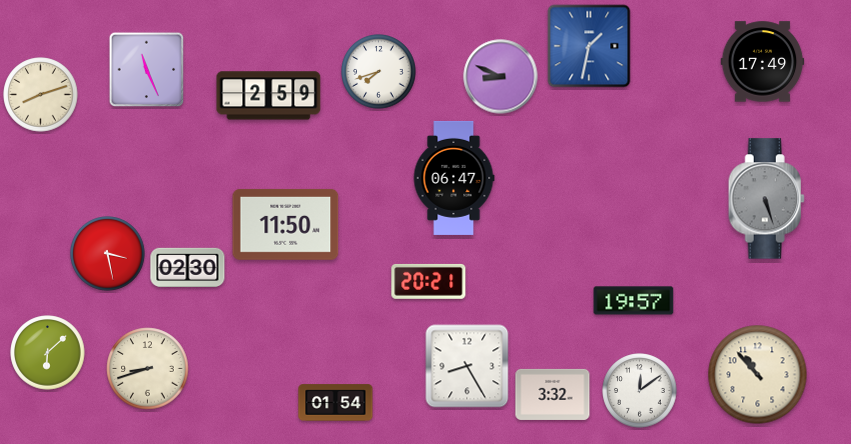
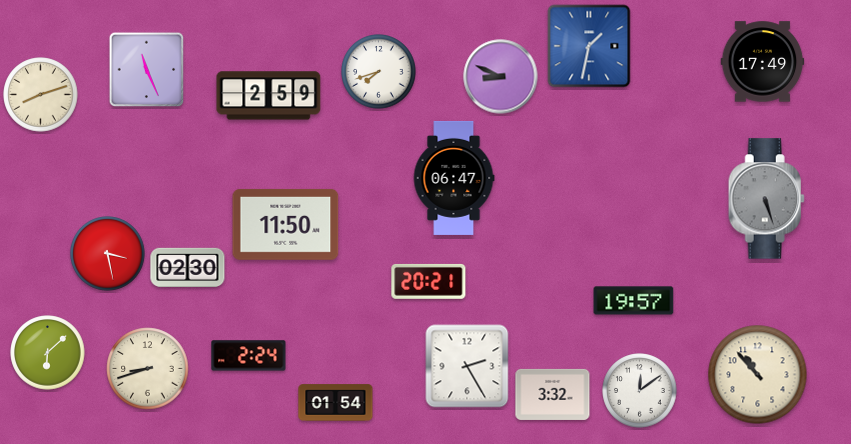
clock at (249, 356): none -> 2:24
clock at (467, 366): 8:25 -> 2:25
